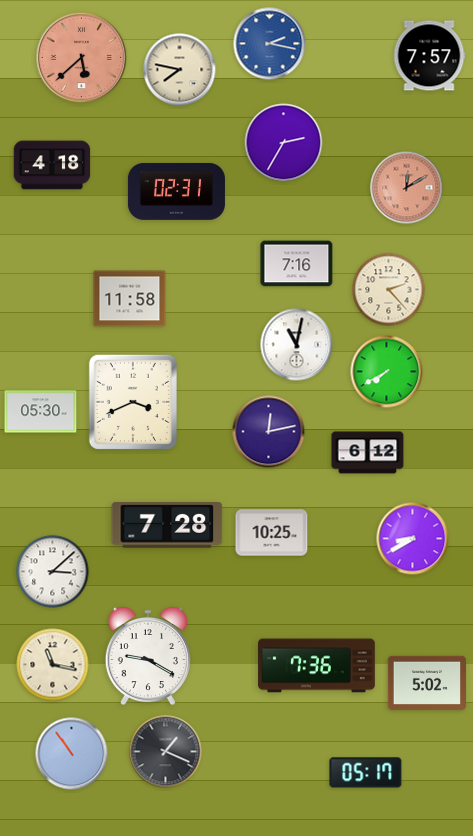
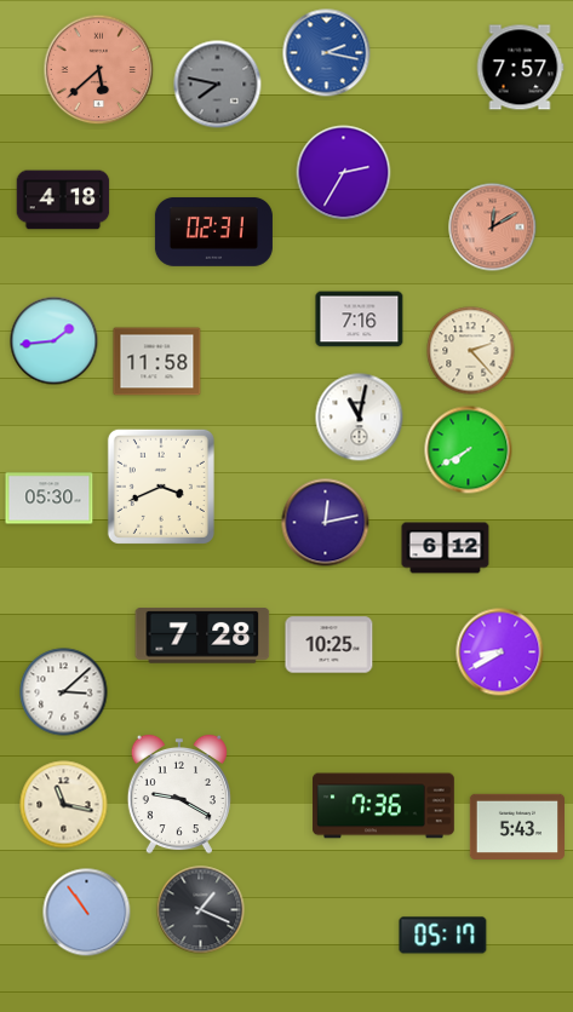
clock at (180, 70) dial: cream -> grey
clock at (55, 341): none -> 1:44
clock at (426, 682): 5:02 -> 5:43
